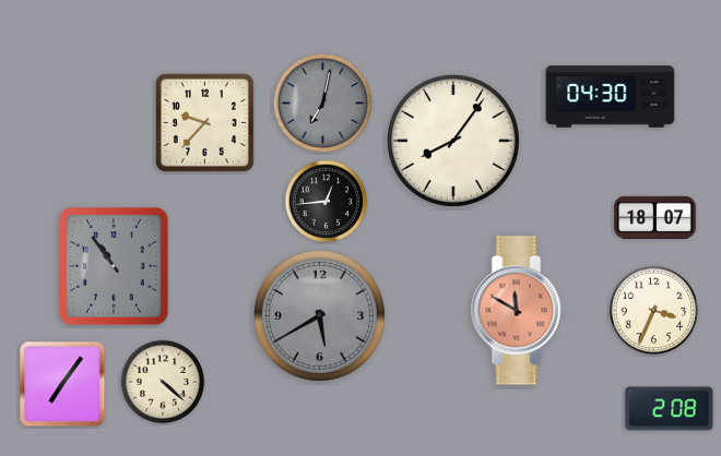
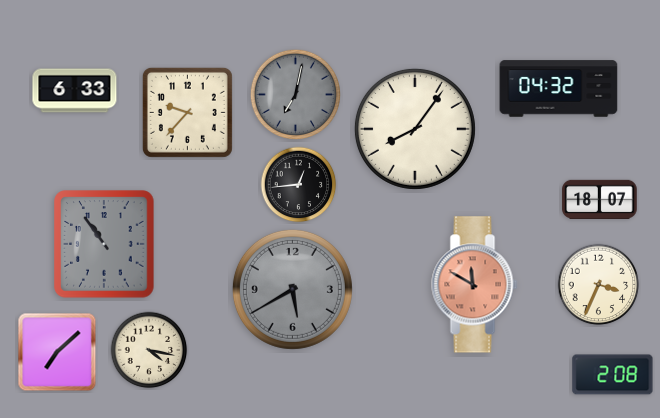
clock at (611, 97): 04:30 -> 04:32
clock at (75, 91): none -> 6:33
clock at (163, 382): 4:22 -> 4:17
clock at (62, 384): 7:06 -> 7:08
